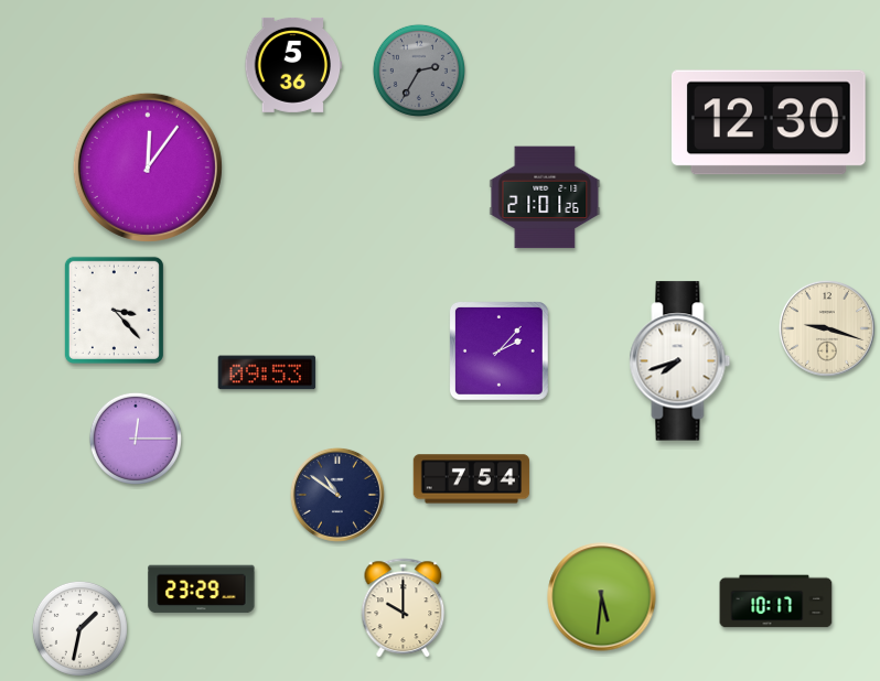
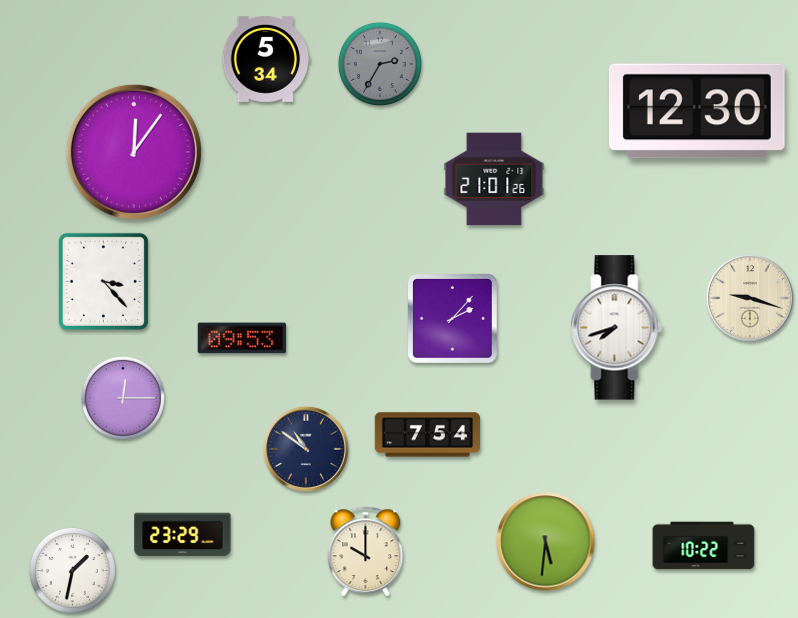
clock at (293, 65): 5:36 -> 5:34
clock at (776, 602): 10:17 -> 10:22
